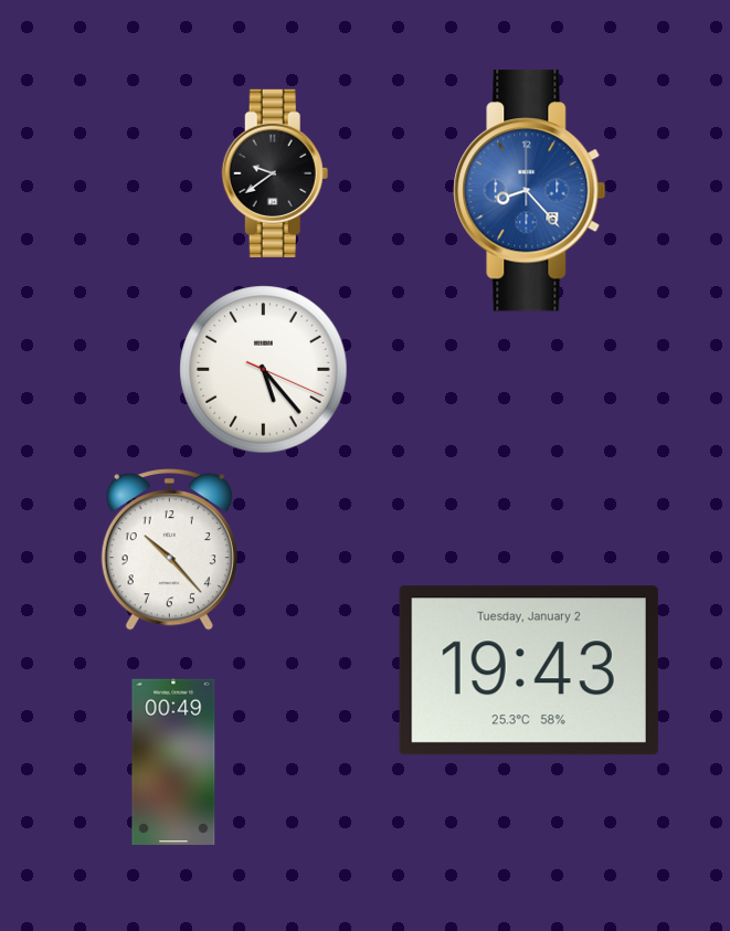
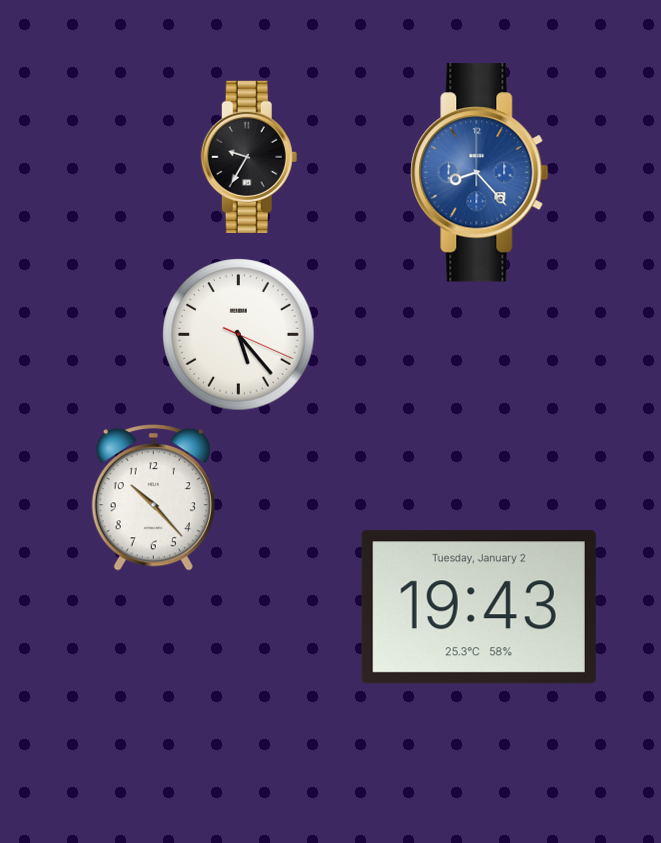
clock at (275, 173): 9:39 -> 9:35
clock at (173, 761): 00:49 -> none
